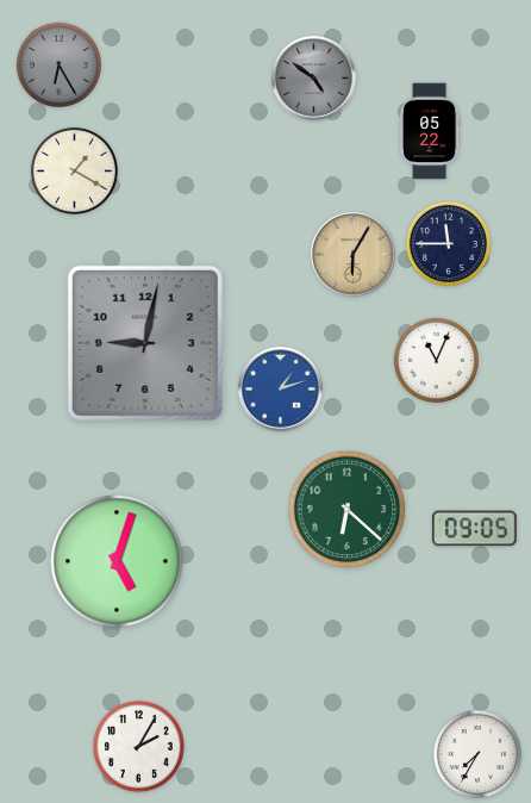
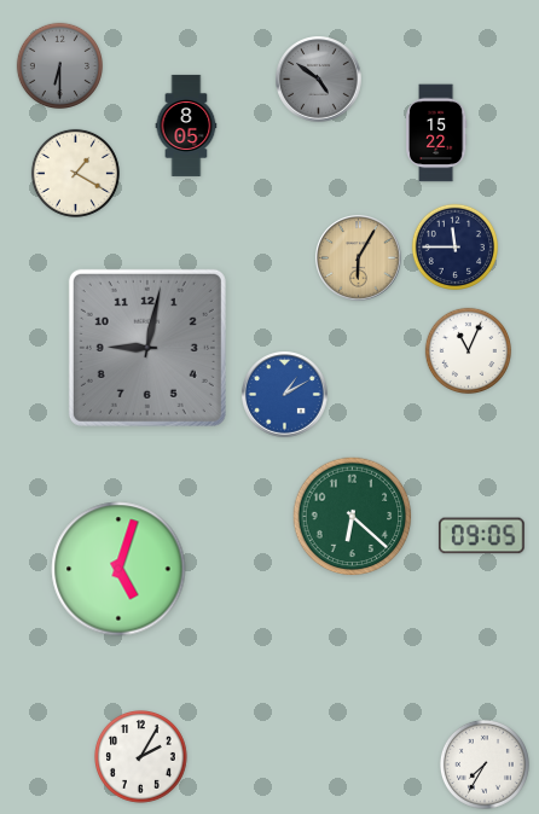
clock at (58, 64): 6:25 -> 6:30
clock at (186, 126): none -> 8:05
clock at (430, 131): 05:22 -> 15:22
clock at (436, 360) position: (436, 360) -> (468, 350)
clock at (281, 390): 1:12 -> 1:10
